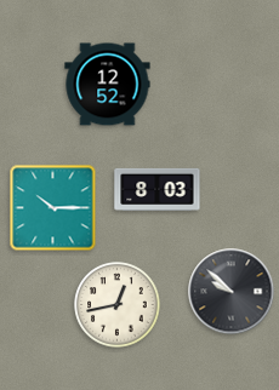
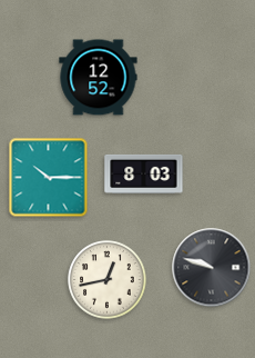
clock at (53, 208) position: (53, 208) -> (49, 178)
clock at (232, 292): 9:52 -> 9:48
